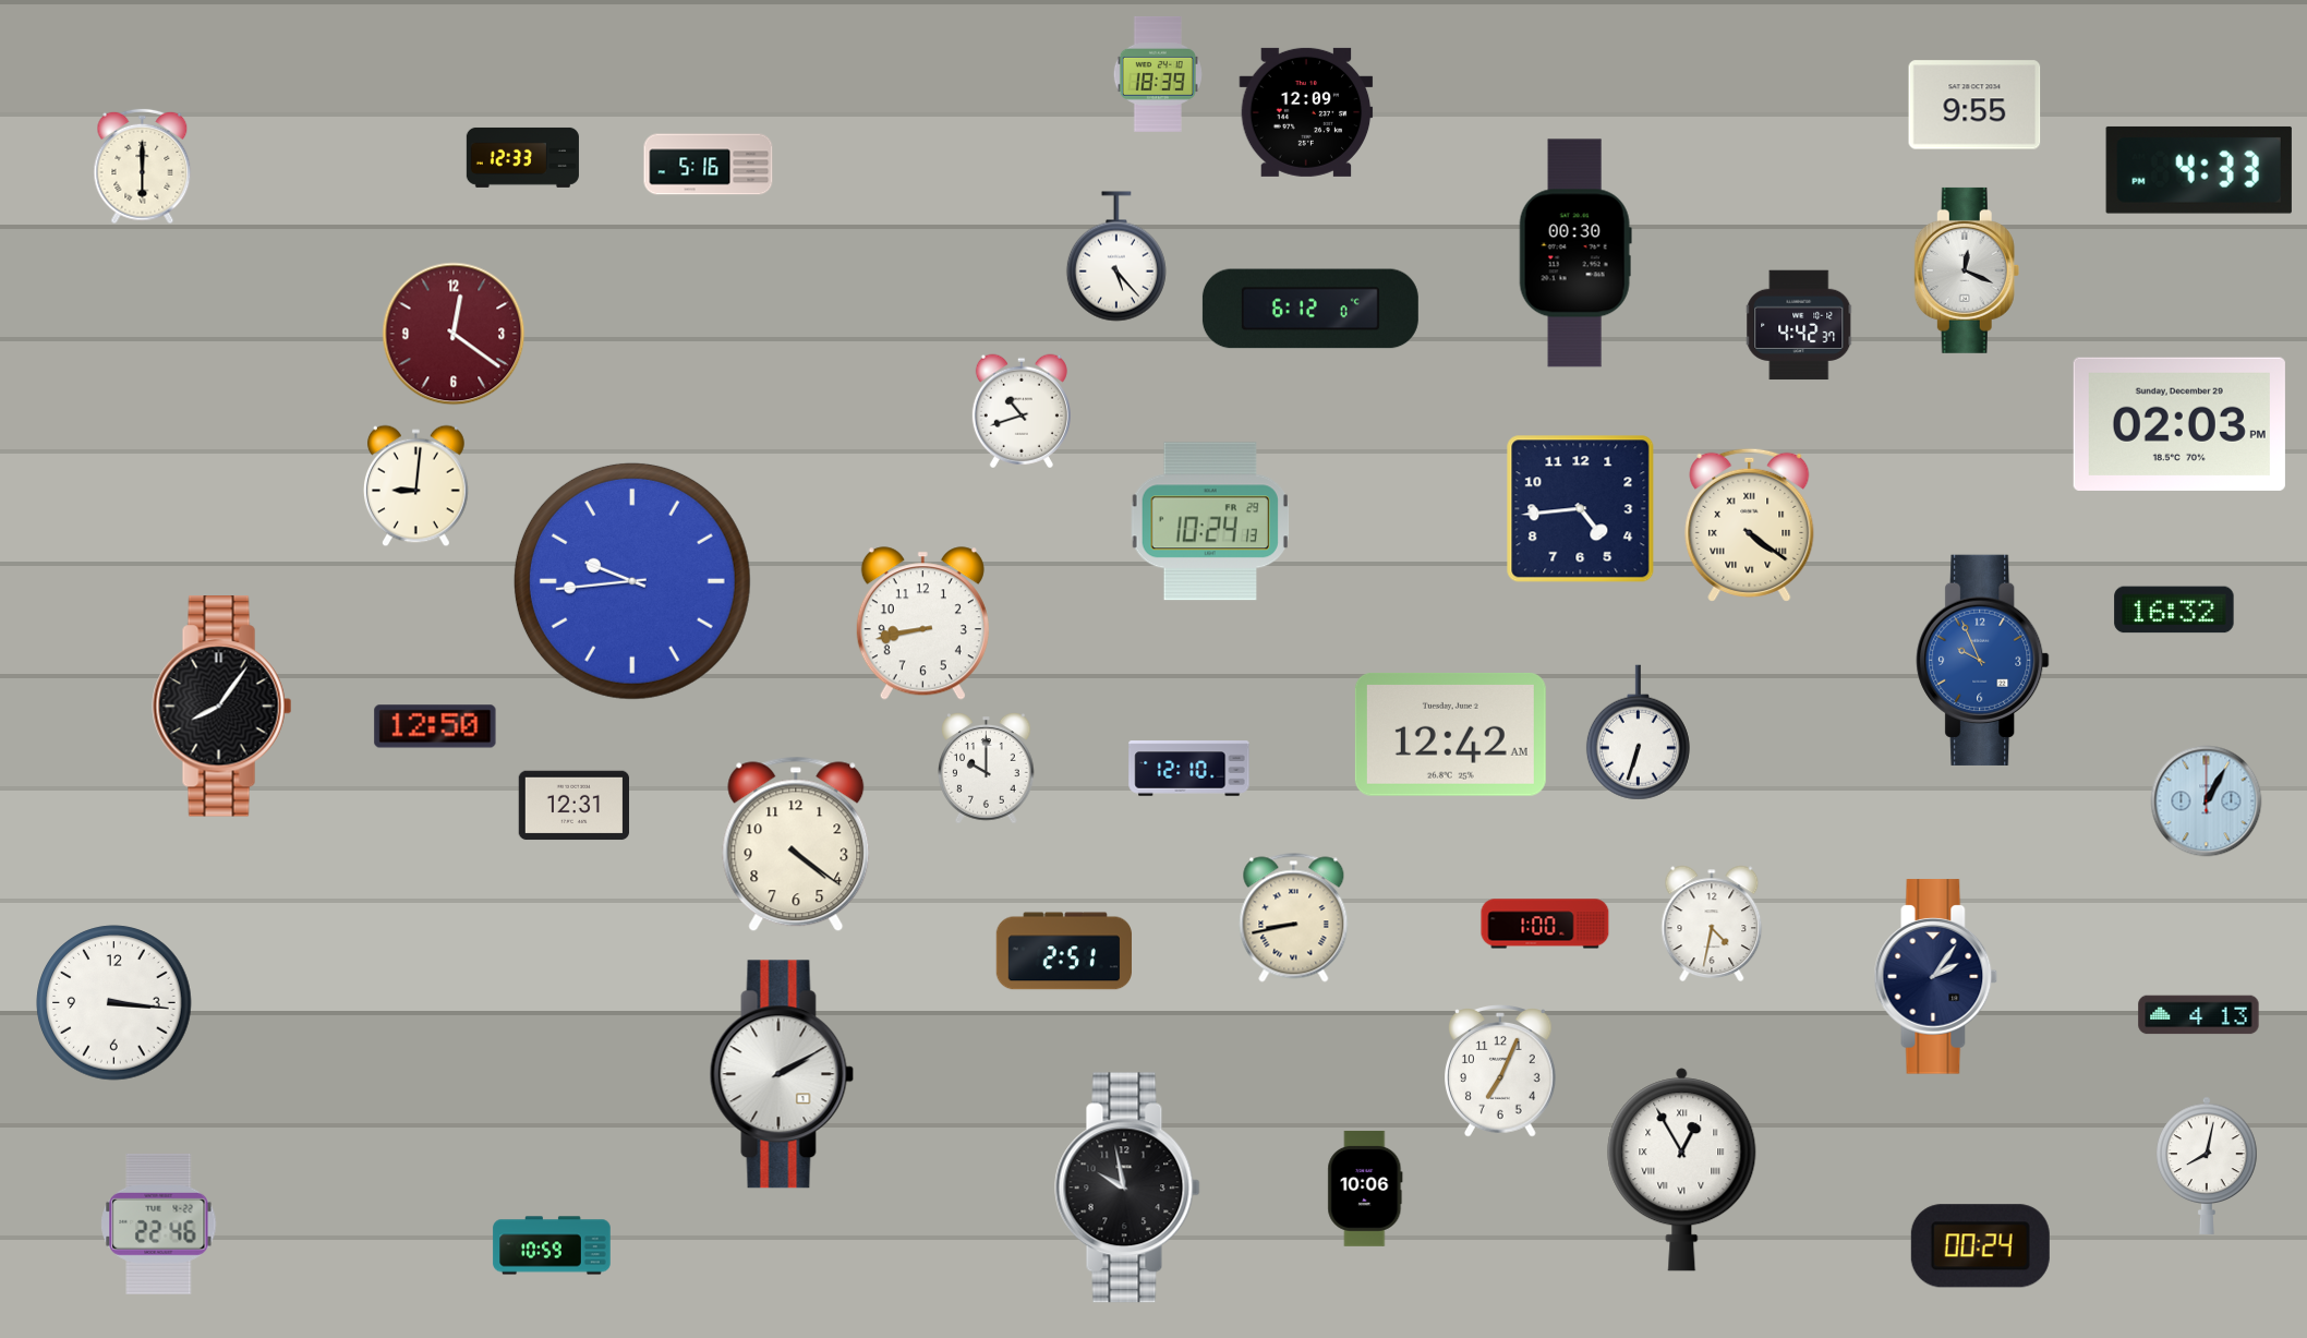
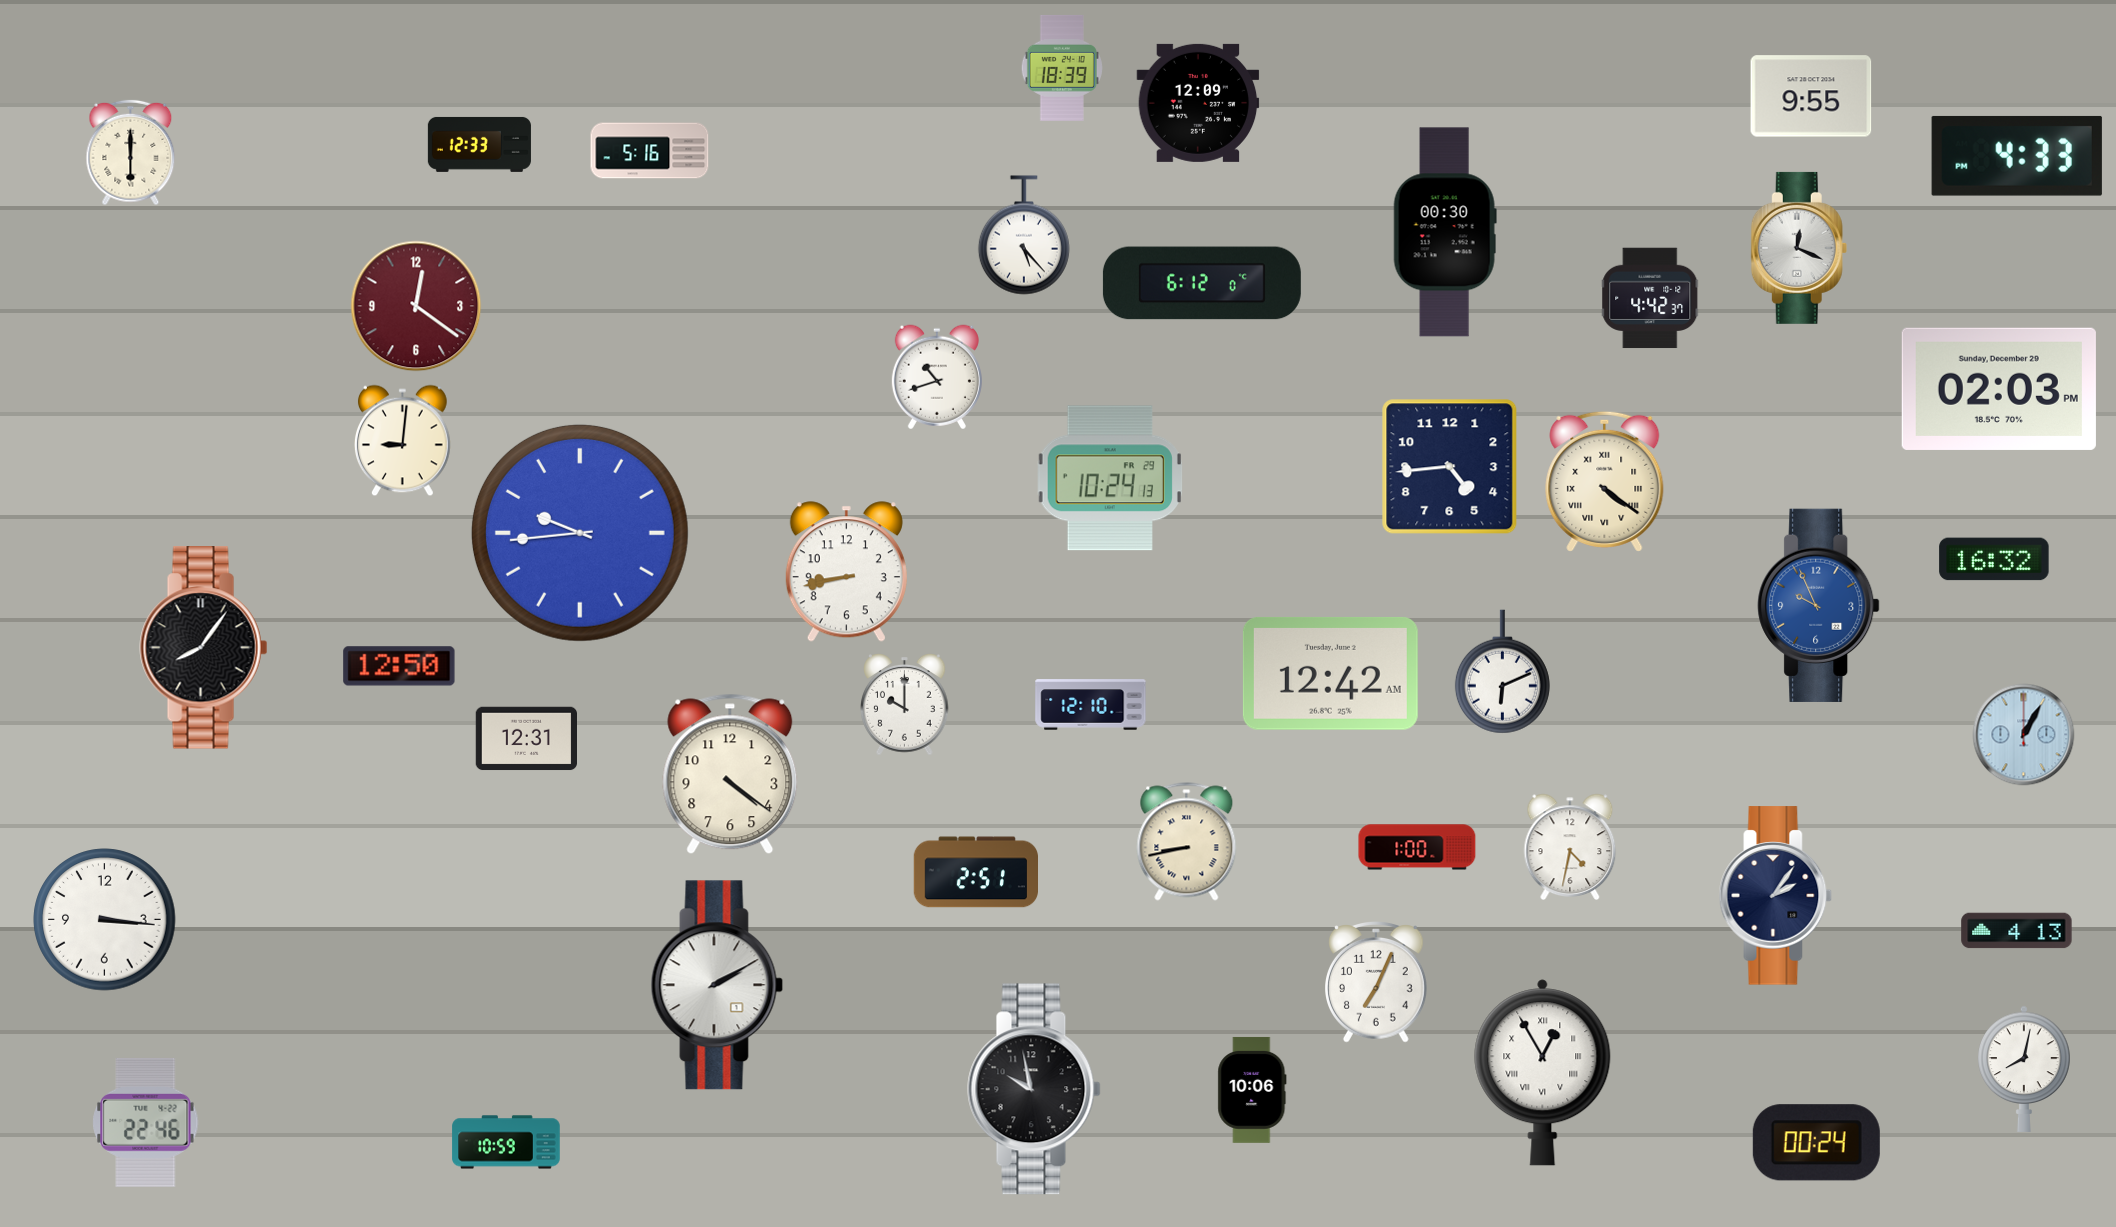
clock at (1967, 270) position: (1967, 270) -> (1799, 248)
clock at (416, 486) position: (416, 486) -> (403, 441)
clock at (1638, 733): 6:33 -> 6:11
